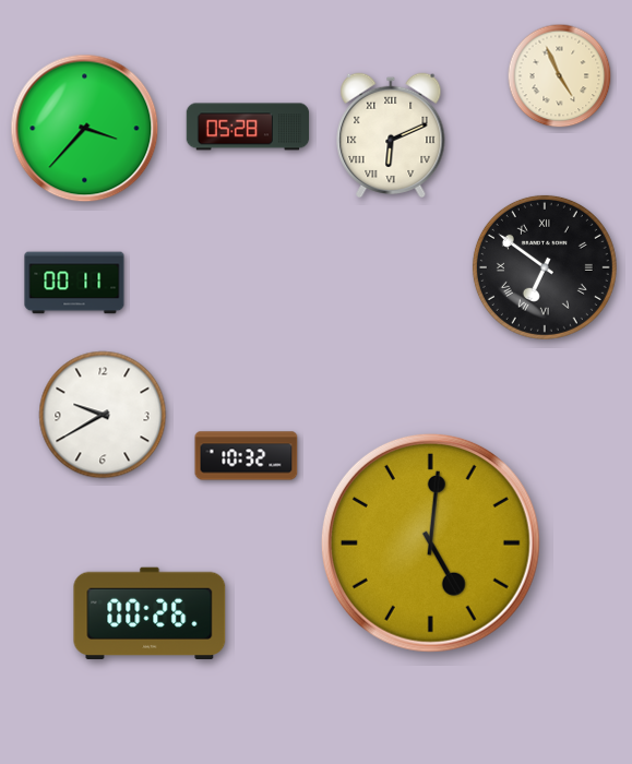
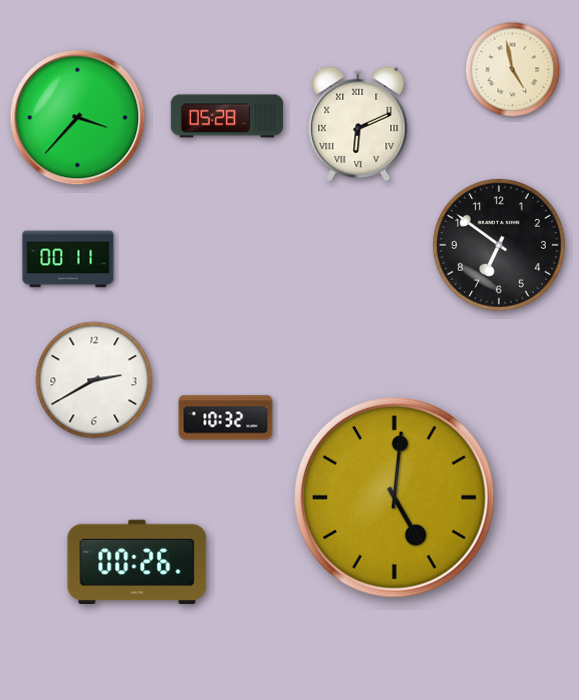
clock at (560, 76): 4:56 -> 4:58
clock at (545, 267) numerals: Roman -> Arabic
clock at (103, 415): 9:40 -> 2:40
